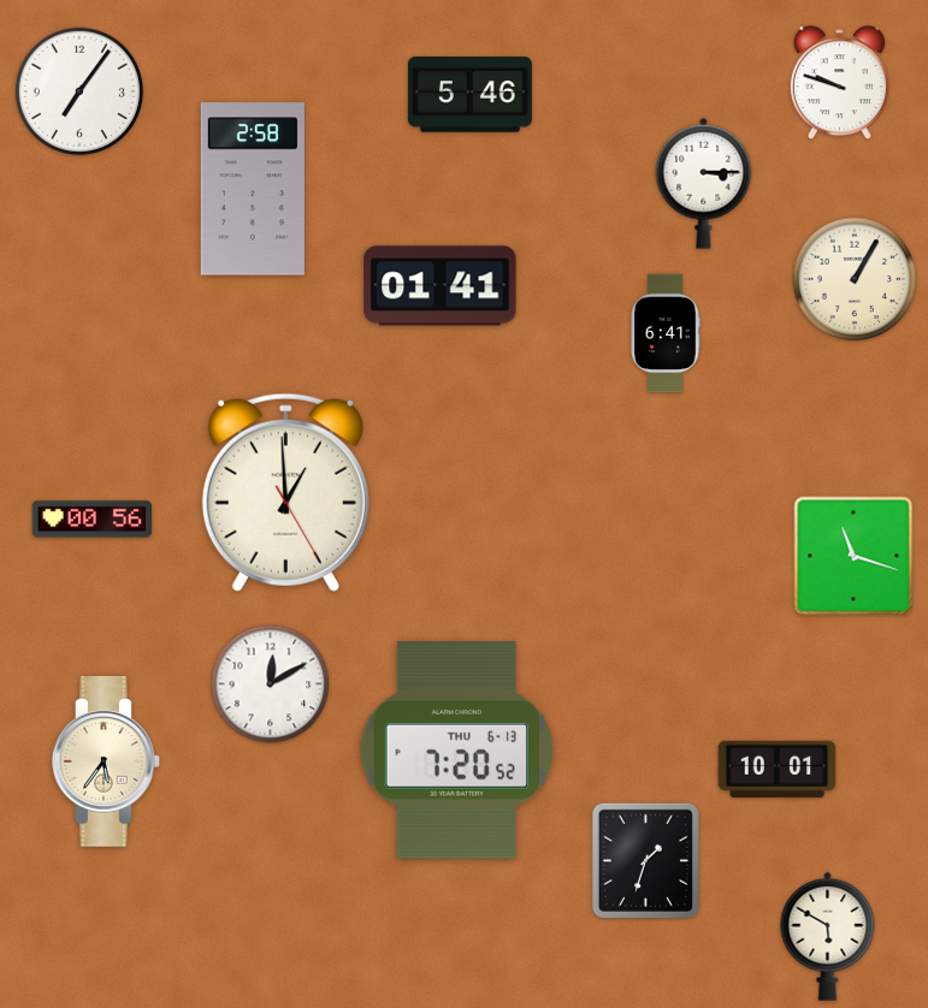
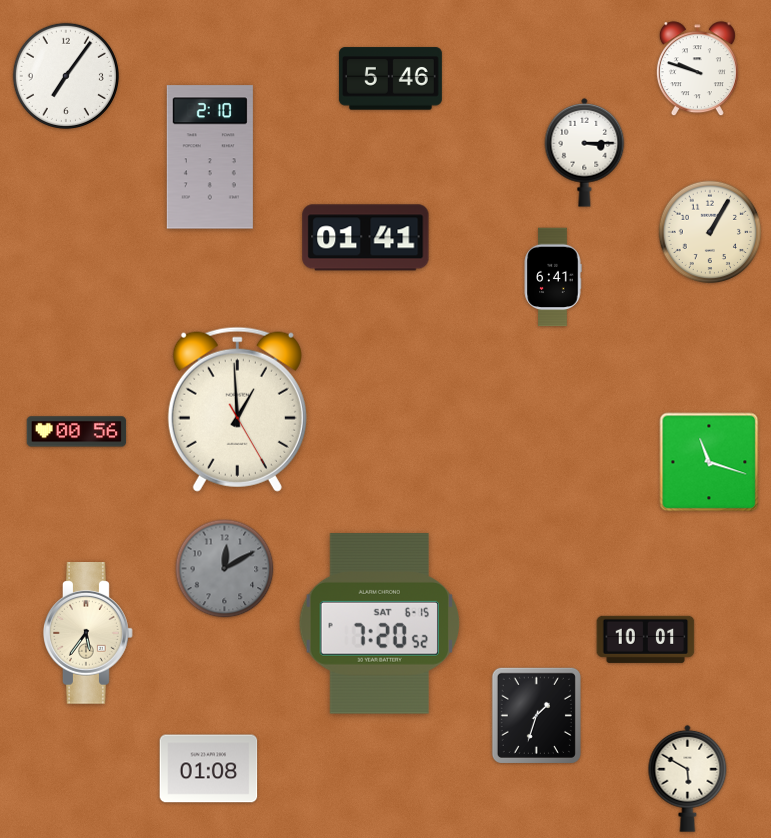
clock at (253, 189): 2:58 -> 2:10
clock at (271, 684) dial: white -> grey
clock at (457, 751) date: THU 6-13 -> SAT 6-15
clock at (209, 769): none -> 01:08
